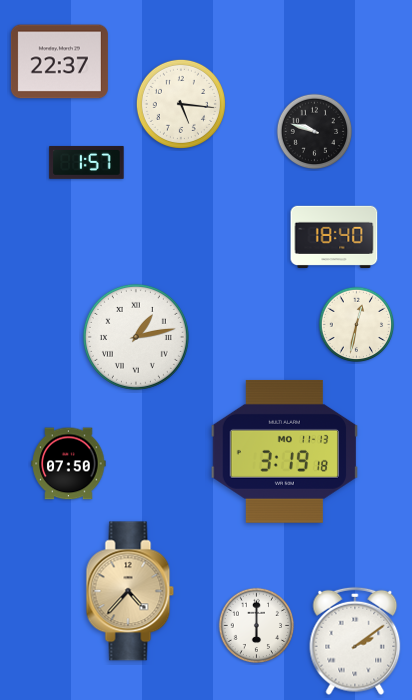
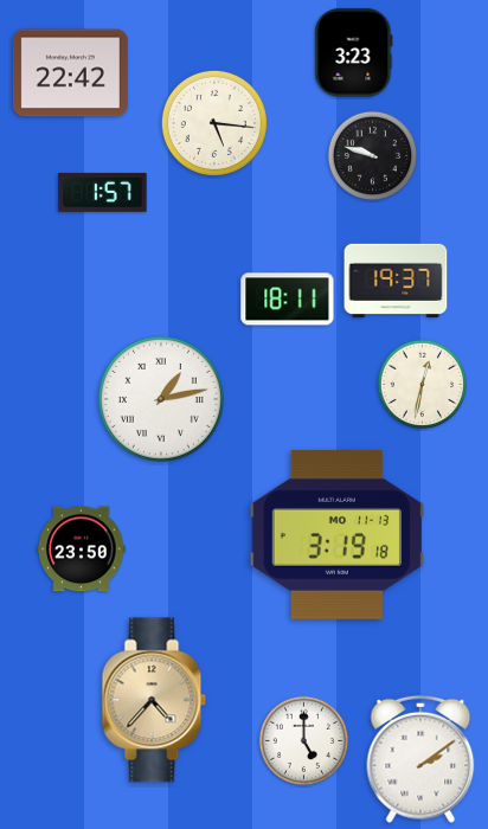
clock at (354, 53): none -> 3:23
clock at (59, 62): 22:37 -> 22:42
clock at (334, 237): 18:40 -> 19:37
clock at (288, 300): none -> 18:11
clock at (69, 464): 07:50 -> 23:50
clock at (257, 626): 6:00 -> 5:00
